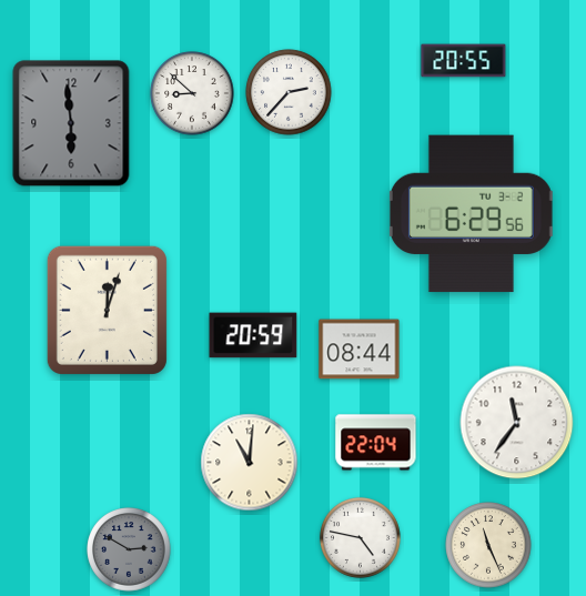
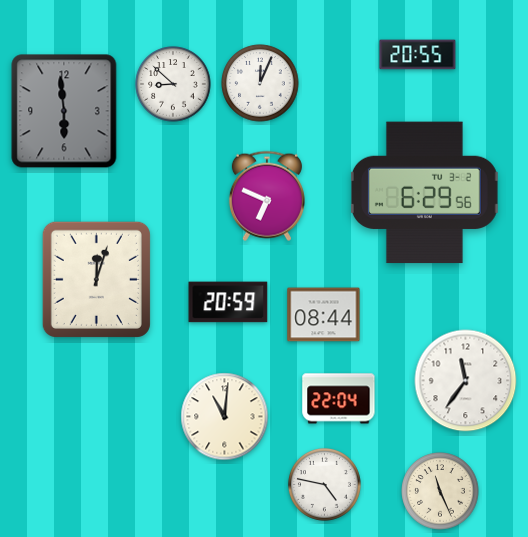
clock at (289, 92): 2:37 -> 12:04
clock at (267, 196): none -> 6:49
clock at (129, 549): 2:50 -> none
